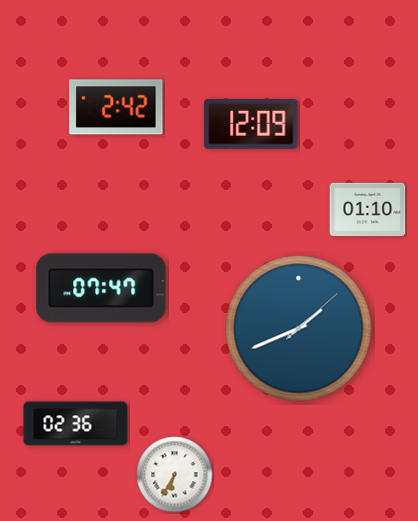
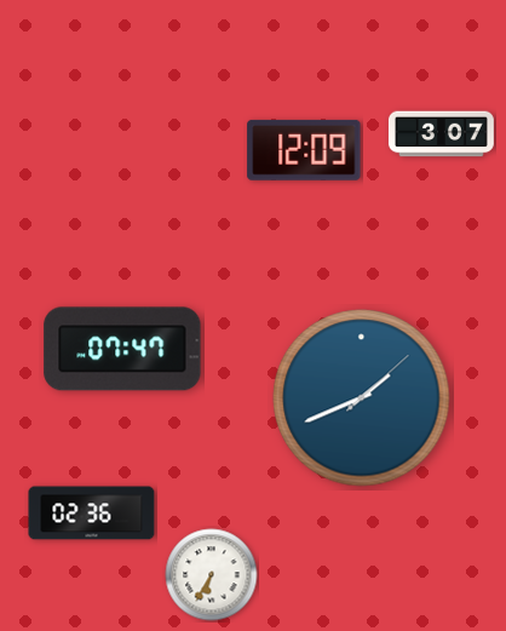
clock at (116, 107): 2:42 -> none
clock at (441, 134): none -> 3:07
clock at (368, 210): 01:10 -> none
